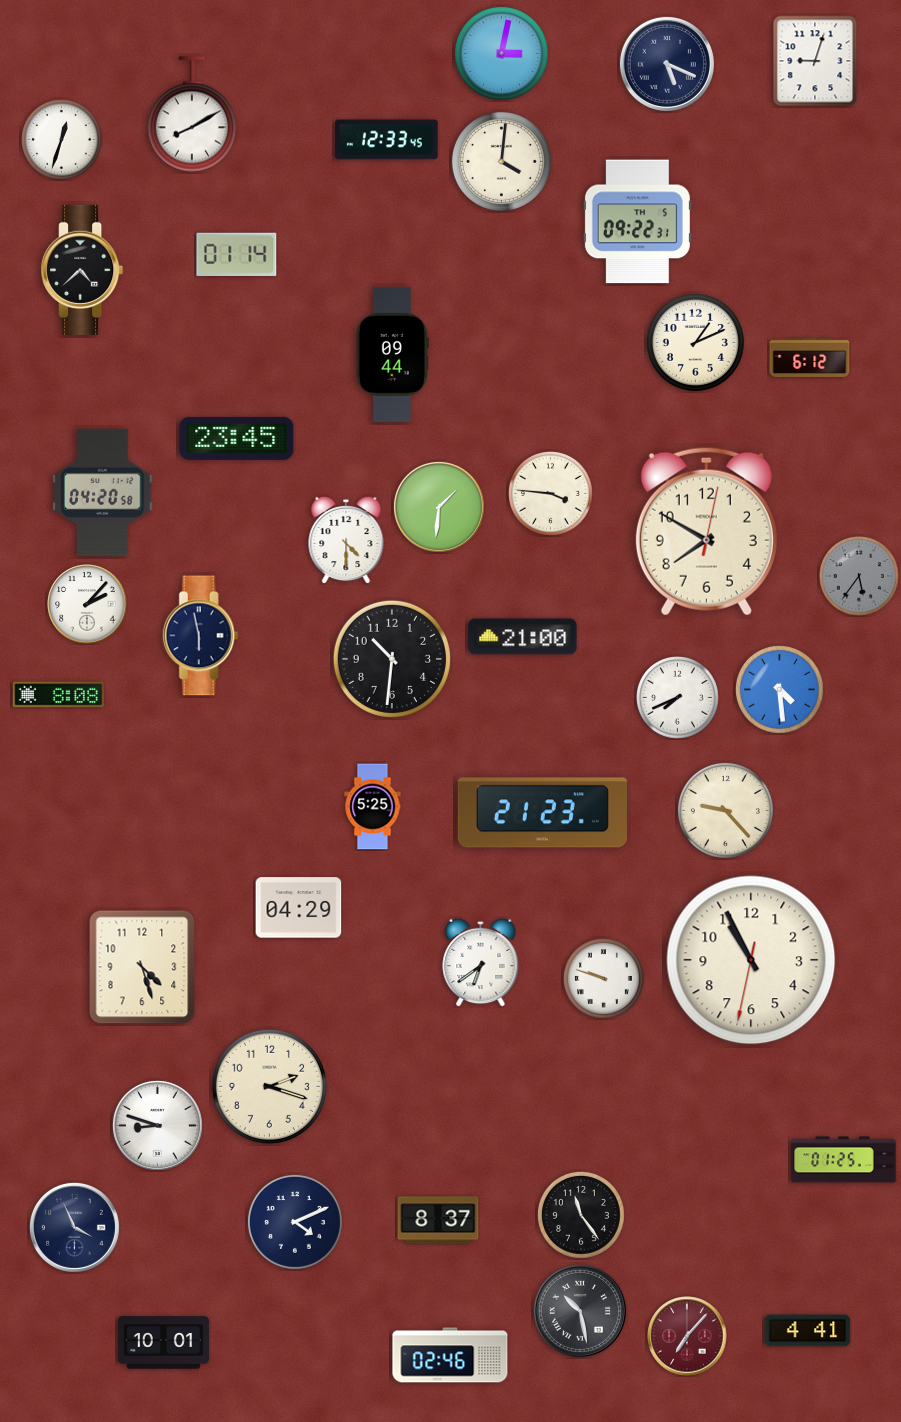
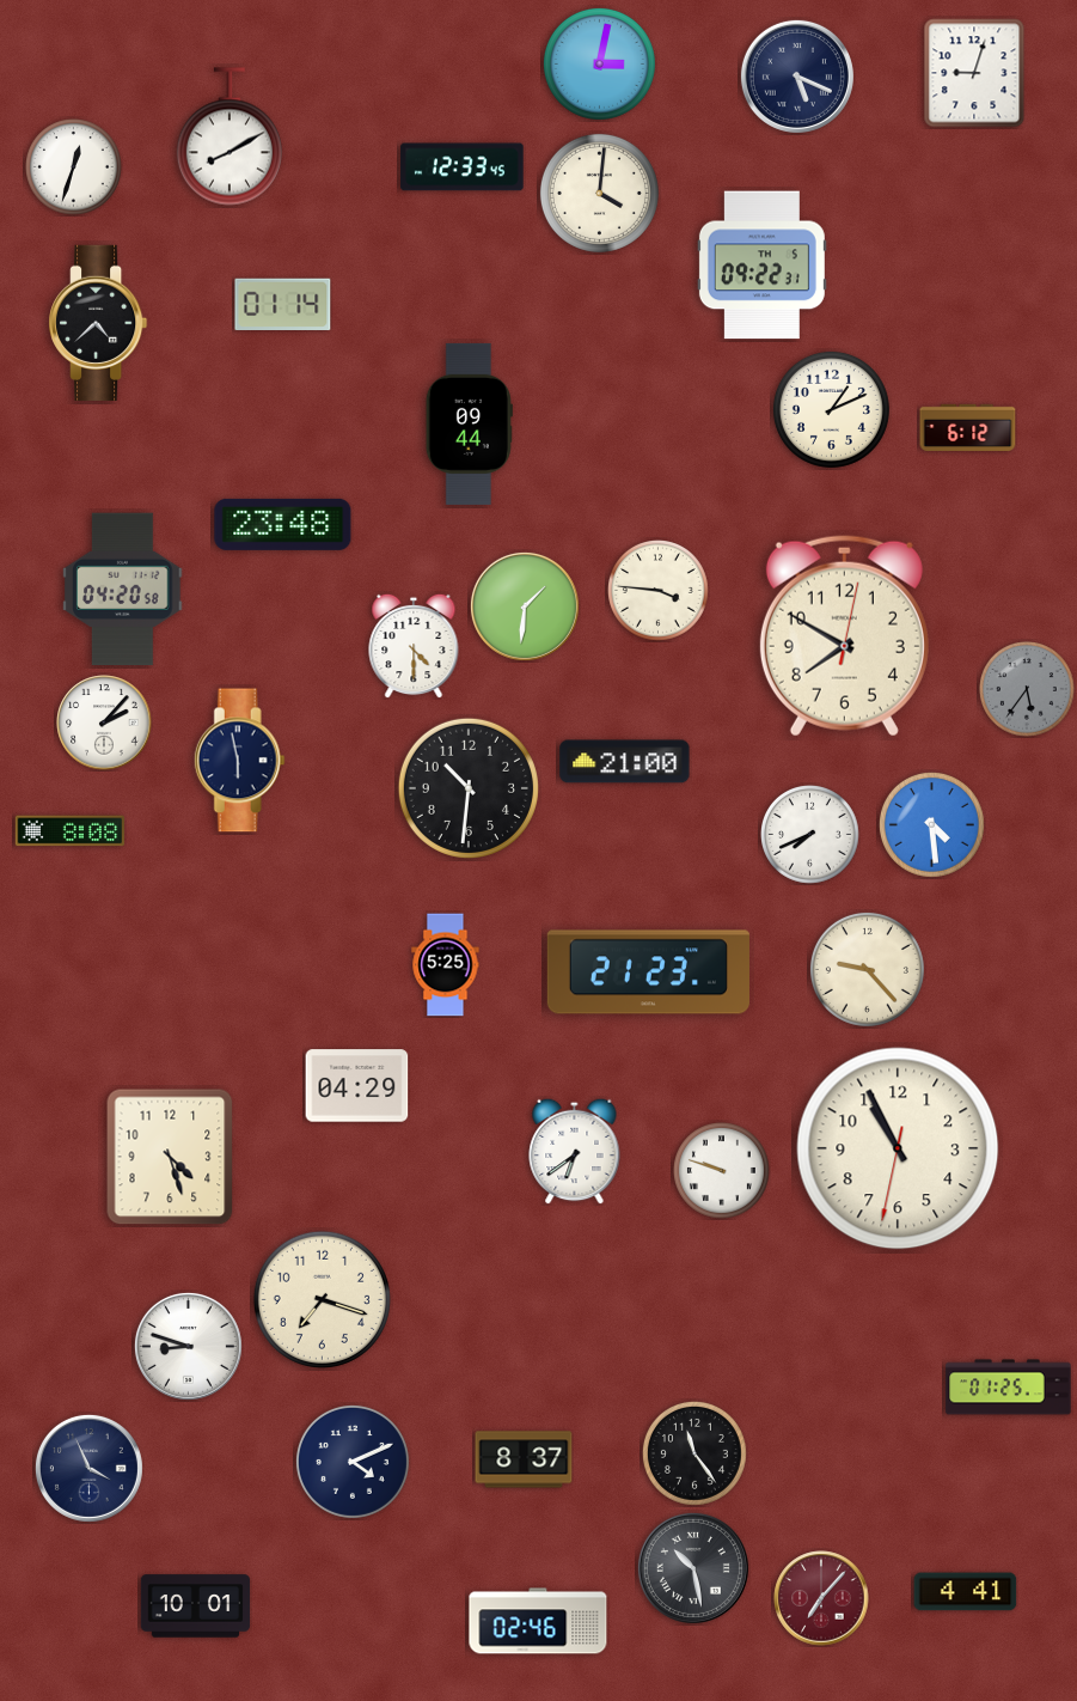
clock at (237, 438): 23:45 -> 23:48
clock at (269, 1086): 2:18 -> 7:18
